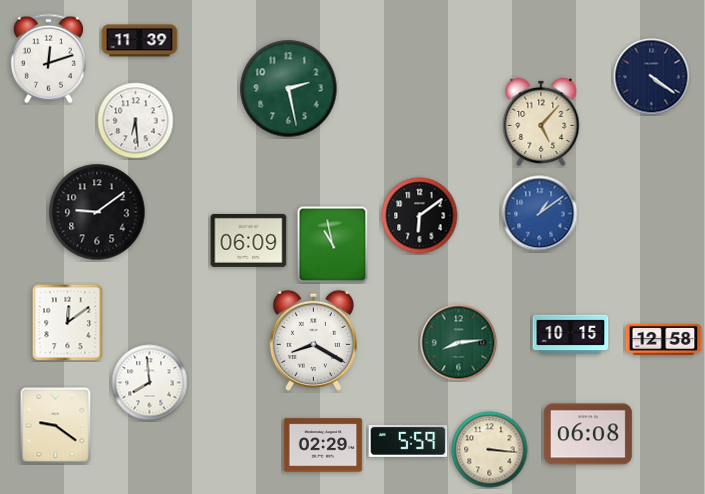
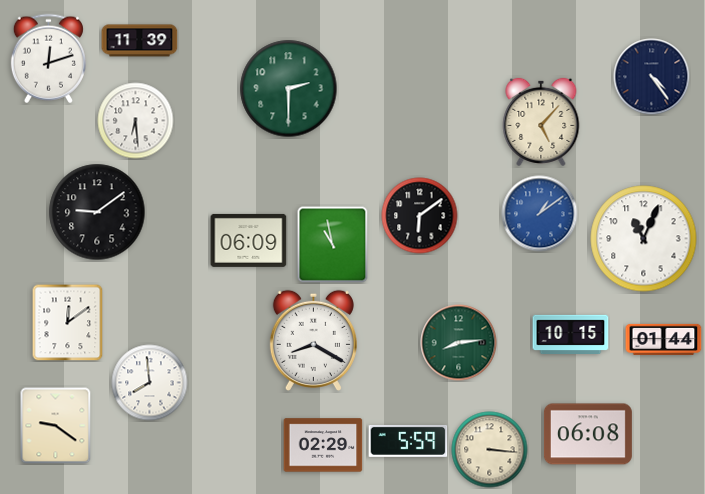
clock at (652, 77): 4:21 -> 4:24
clock at (289, 89): 2:28 -> 2:30
clock at (644, 239): none -> 11:04
clock at (664, 339): 12:58 -> 01:44
